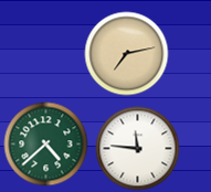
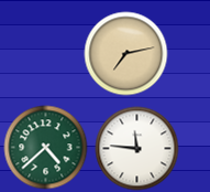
clock at (46, 145) position: (46, 145) -> (46, 148)
